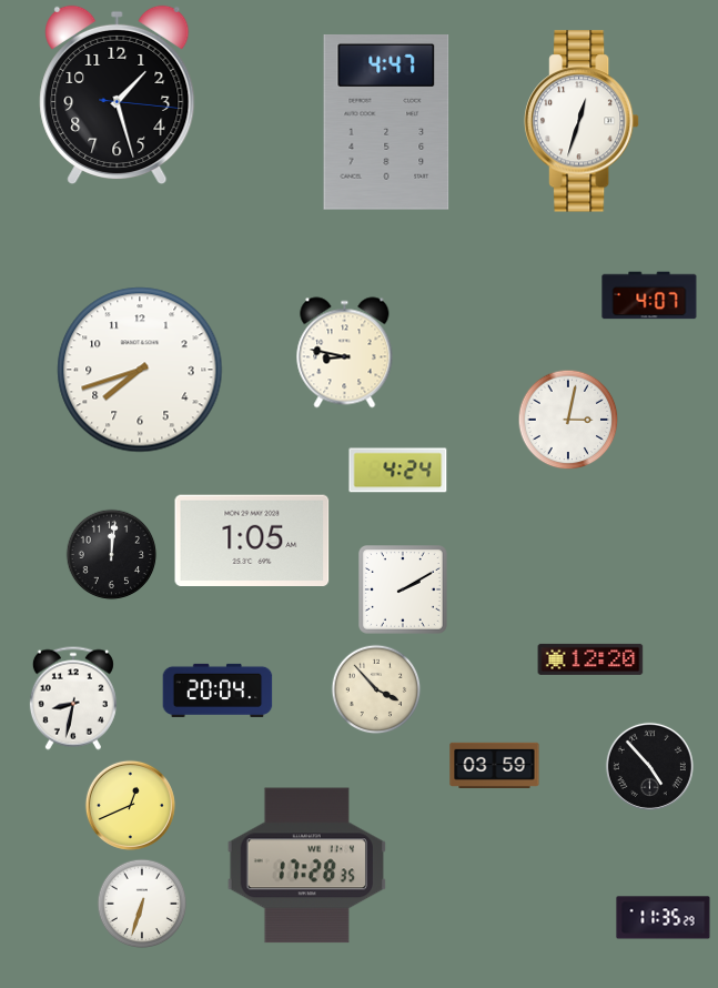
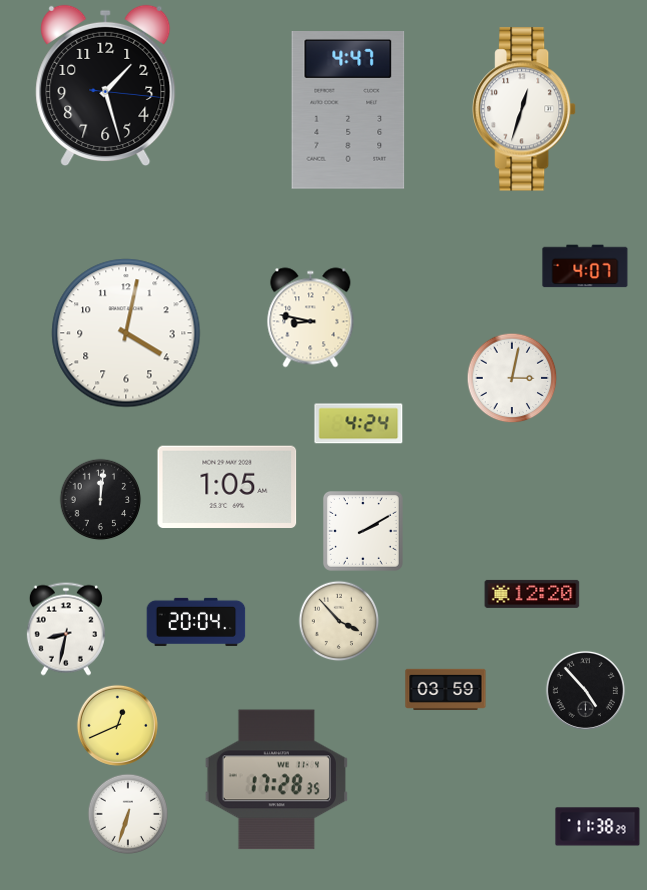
clock at (140, 370): 7:42 -> 4:02
clock at (664, 918): 11:35 -> 11:38
